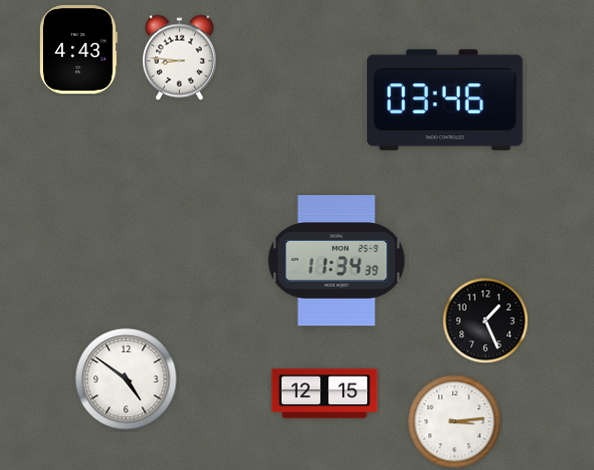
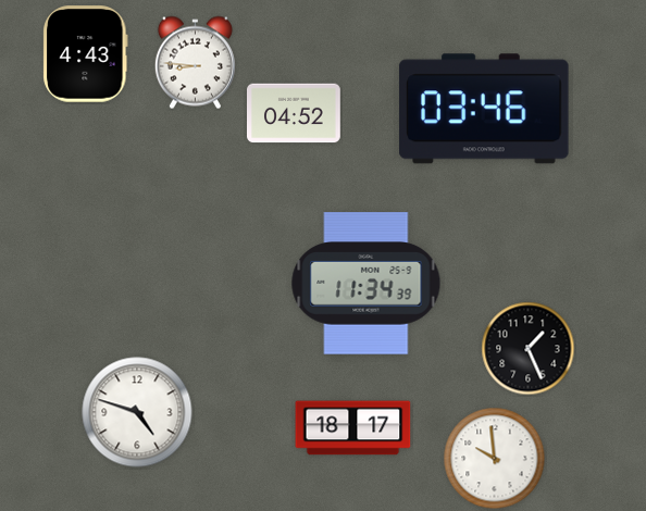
clock at (295, 113): none -> 04:52
clock at (126, 379): 4:51 -> 4:48
clock at (325, 394): 12:15 -> 18:17
clock at (455, 422): 3:14 -> 9:59
